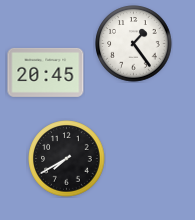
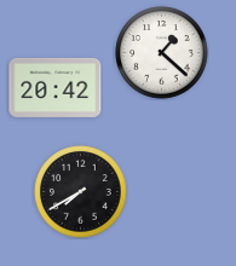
clock at (134, 44): 1:24 -> 1:22
clock at (46, 72): 20:45 -> 20:42
